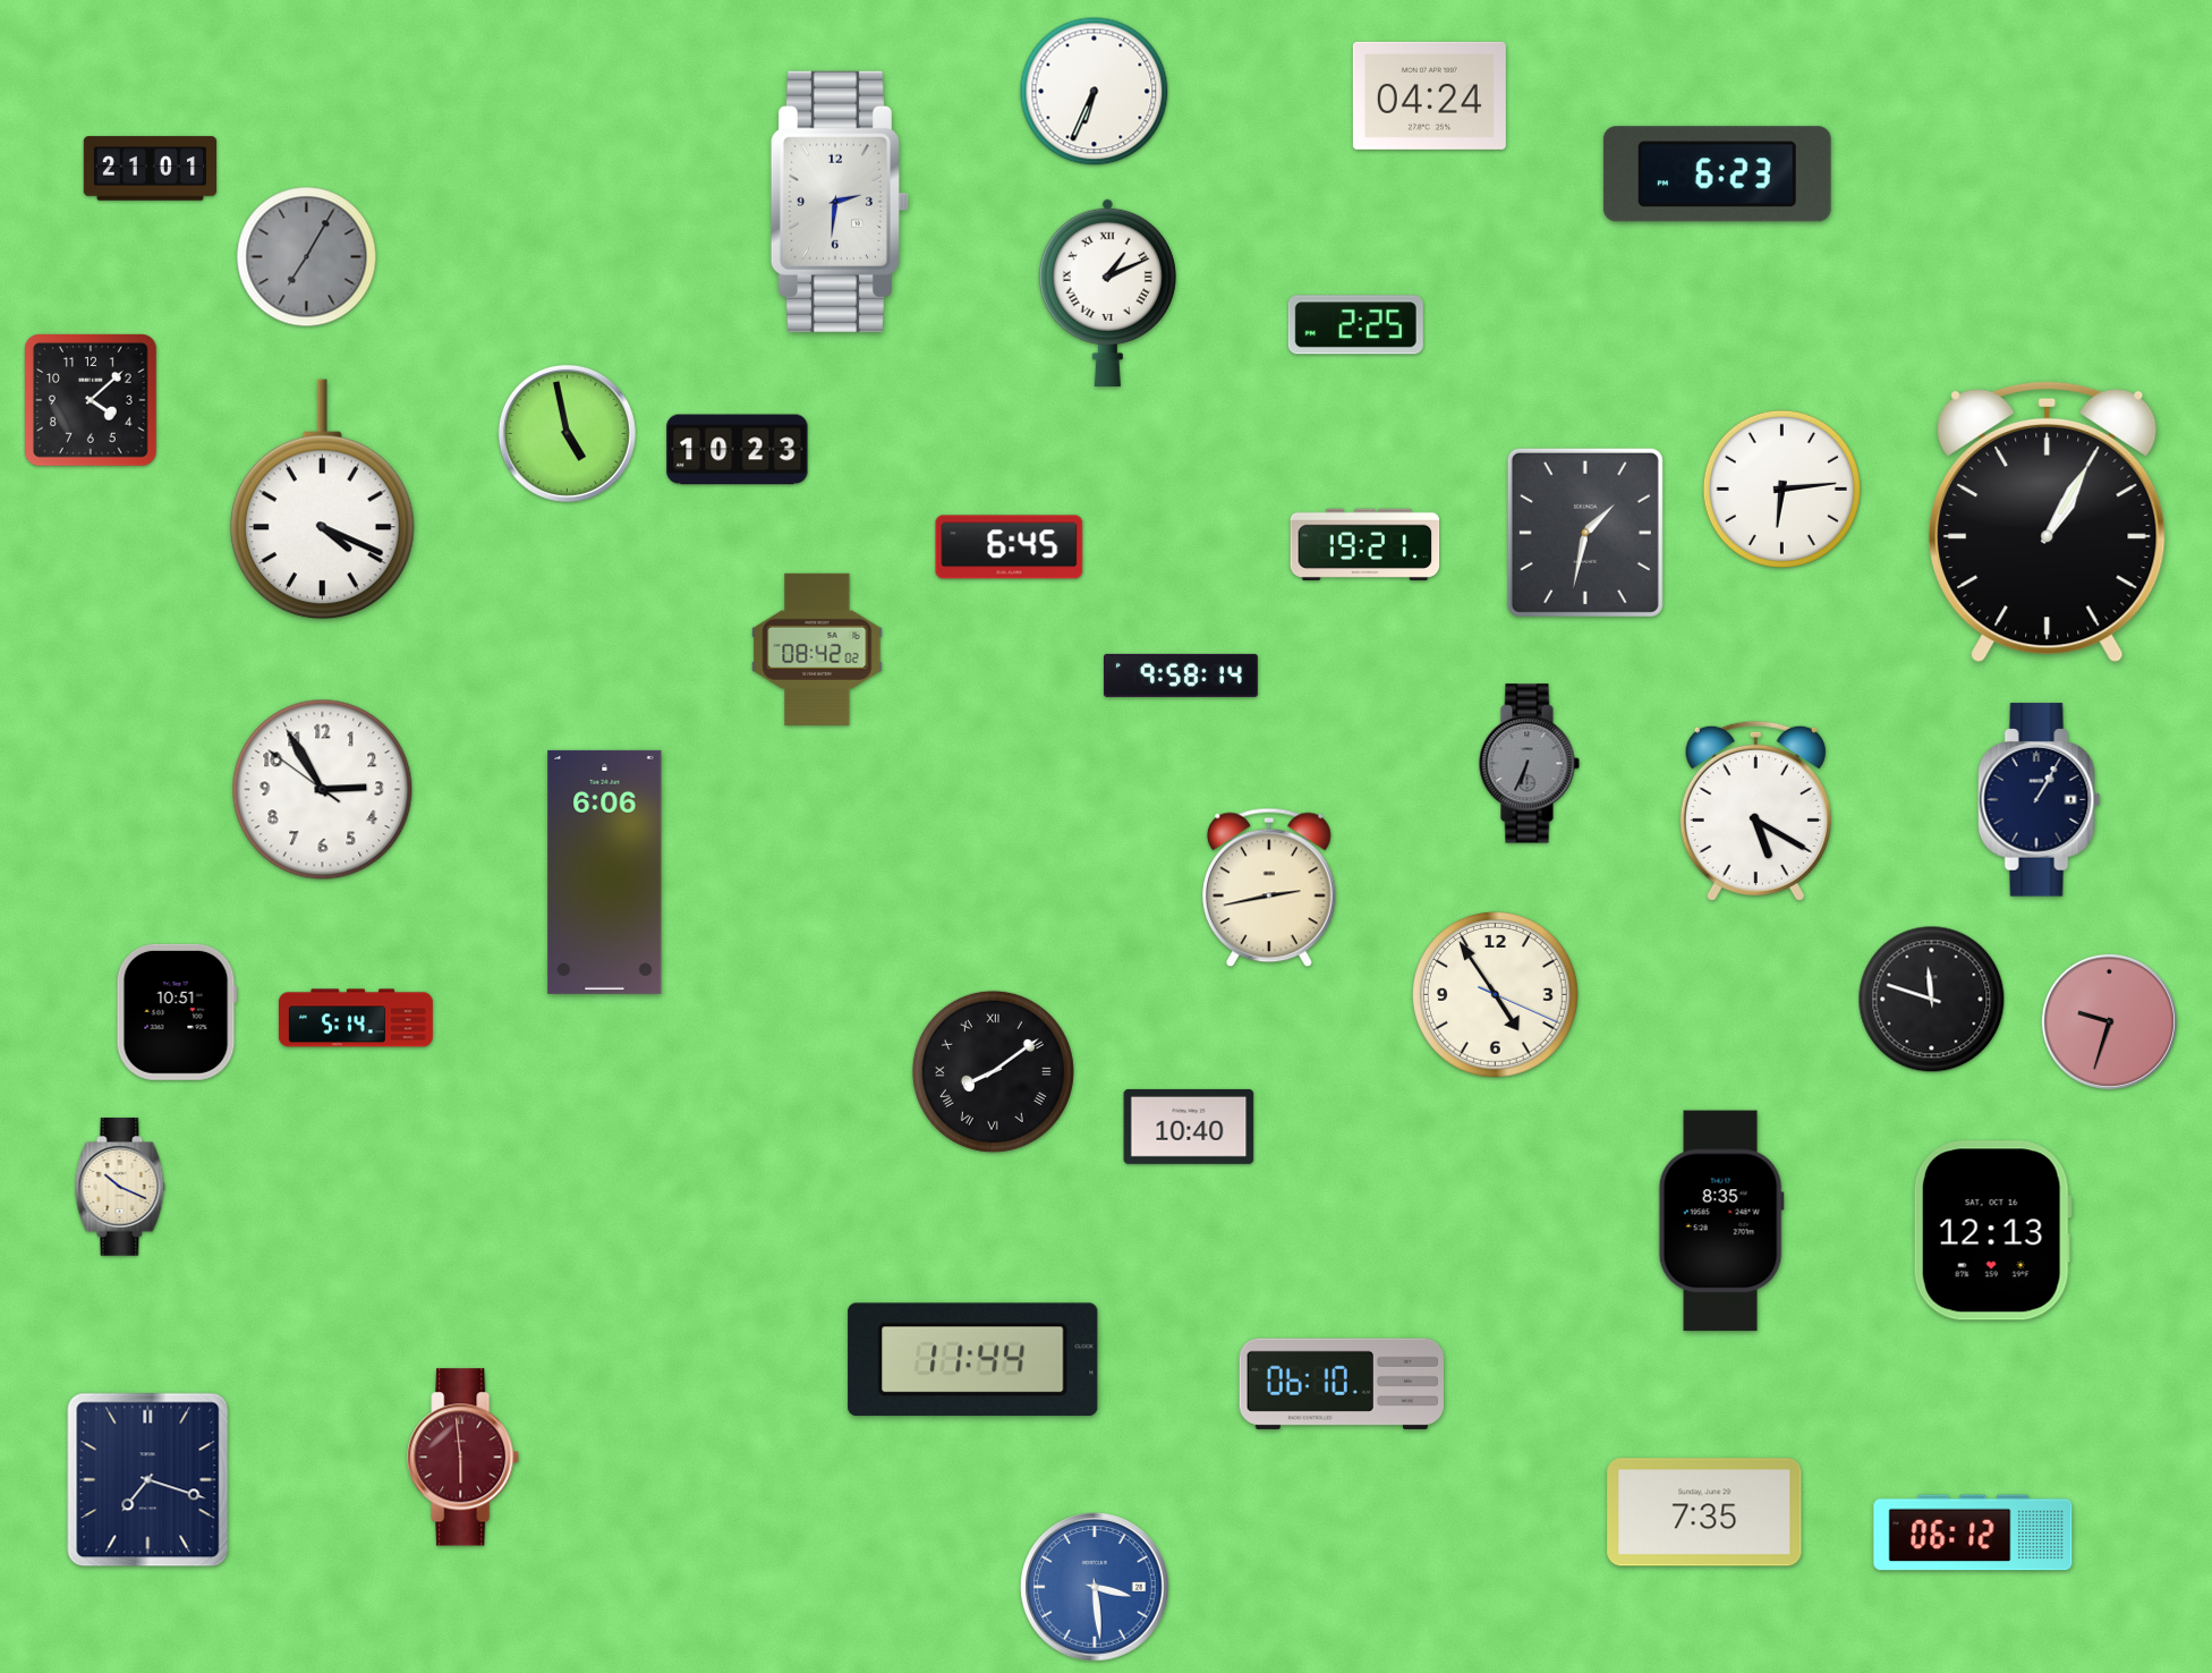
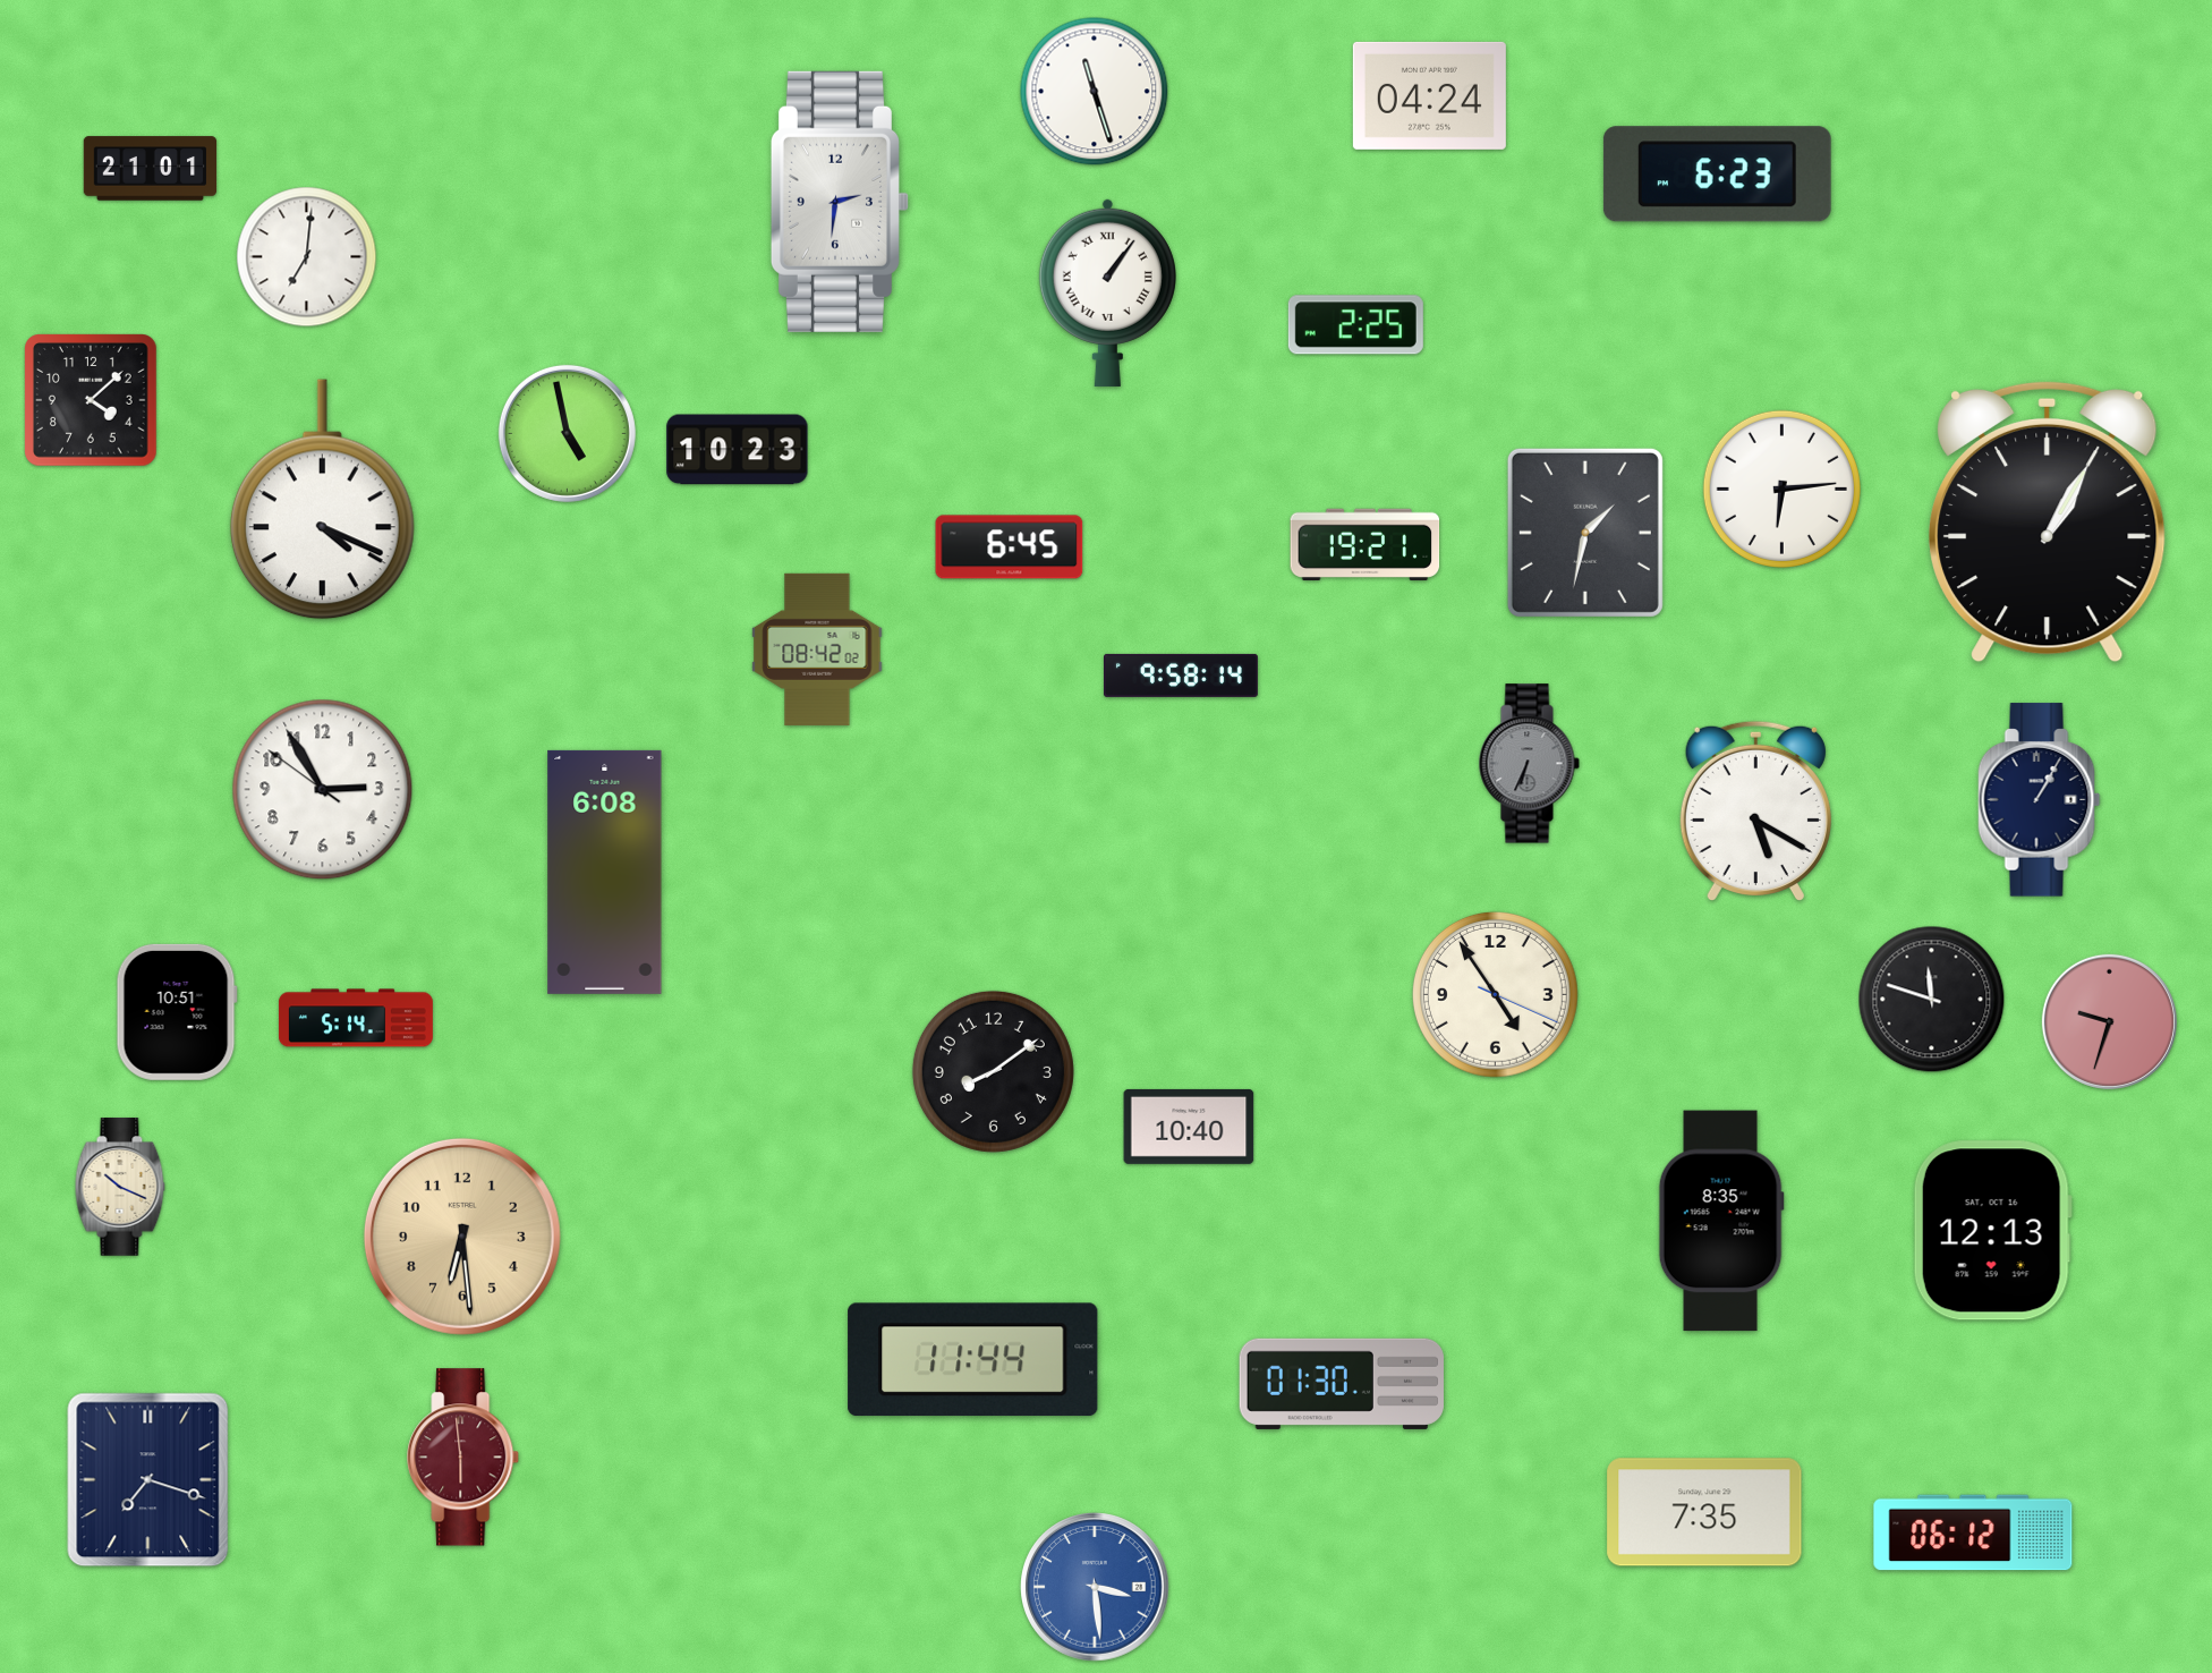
clock at (1095, 92): 6:34 -> 11:27
clock at (307, 257): 7:05 -> 7:01
clock at (307, 257) dial: grey -> white
clock at (1107, 292): 1:11 -> 1:06
clock at (605, 872): 6:06 -> 6:08
clock at (1269, 888): 2:43 -> none
clock at (993, 1071) numerals: Roman -> Arabic
clock at (462, 1237): none -> 6:29
clock at (1342, 1384): 06:10 -> 01:30
